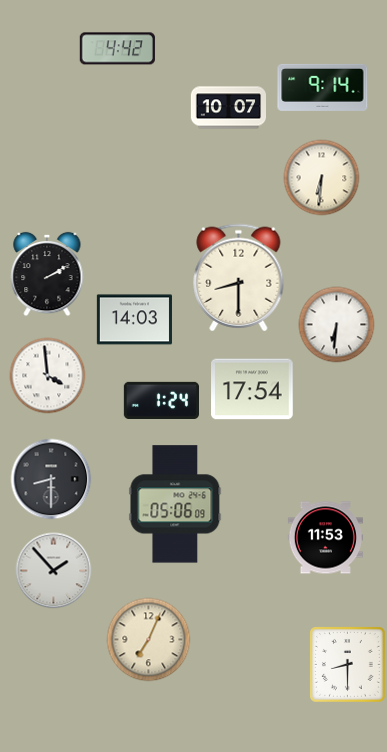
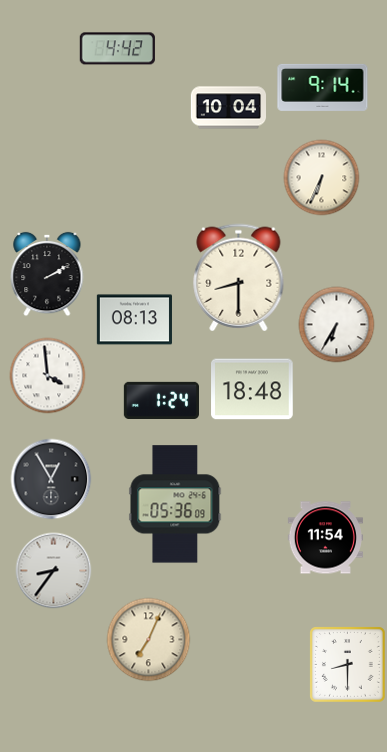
clock at (228, 108): 10:07 -> 10:04
clock at (322, 178): 6:31 -> 6:34
clock at (134, 320): 14:03 -> 08:13
clock at (337, 325): 6:31 -> 6:35
clock at (252, 389): 17:54 -> 18:48
clock at (51, 479): 8:30 -> 12:55
clock at (175, 504): 05:06 -> 05:36
clock at (325, 538): 11:53 -> 11:54
clock at (54, 571): 1:53 -> 8:36
